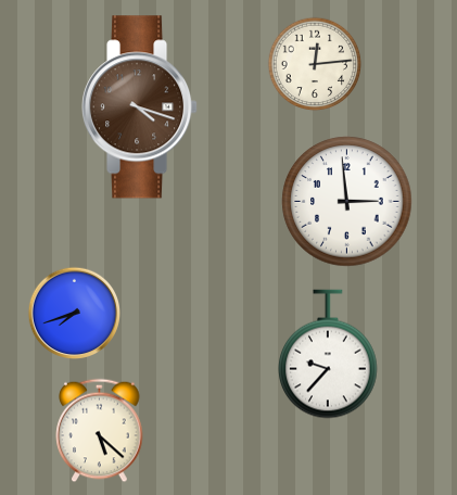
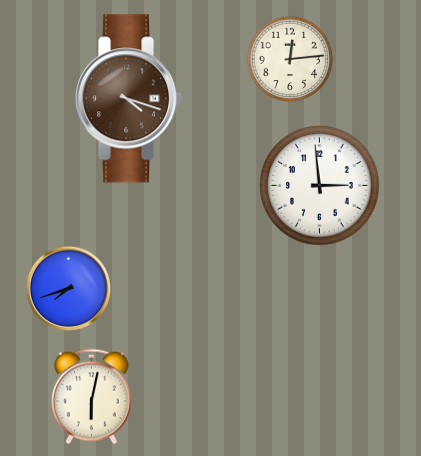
clock at (329, 354): 9:37 -> none
clock at (100, 431): 5:22 -> 6:02
